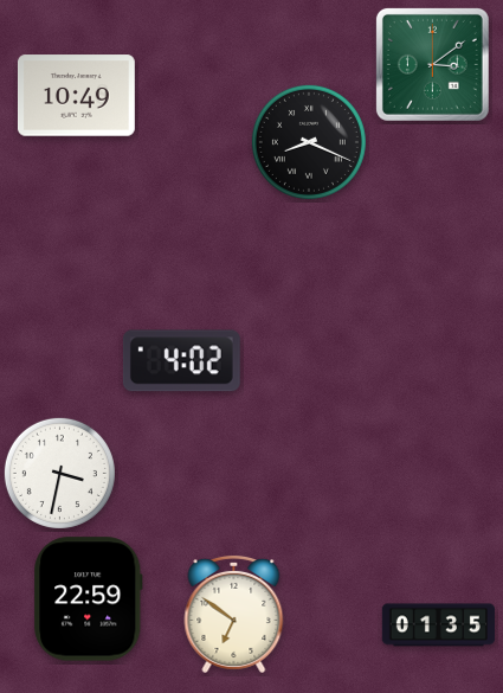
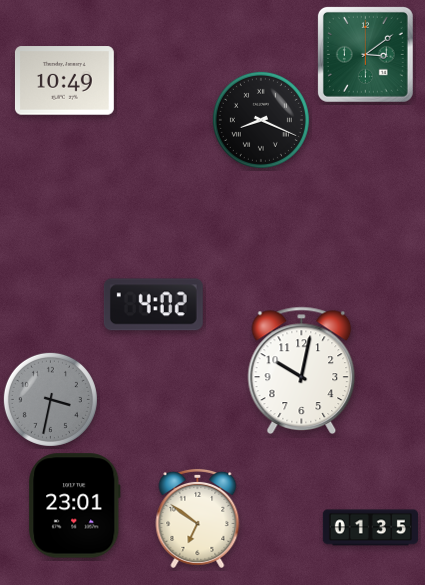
clock at (302, 370): none -> 10:02
clock at (59, 473) dial: white -> grey
clock at (89, 599): 22:59 -> 23:01
